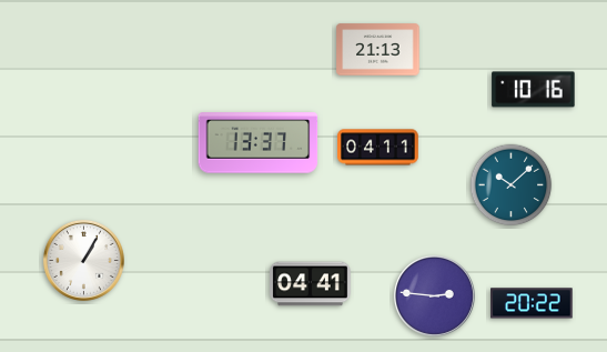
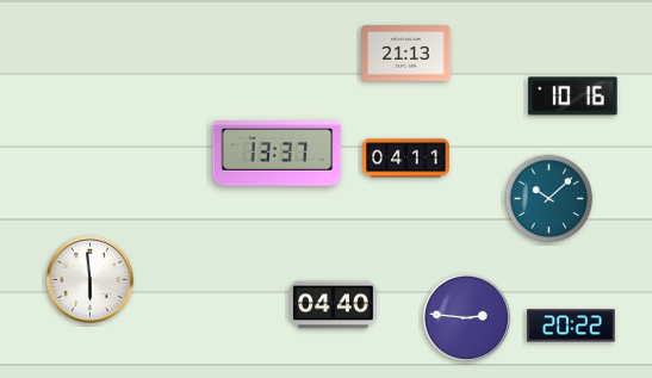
clock at (83, 260): 1:05 -> 5:59
clock at (311, 284): 04:41 -> 04:40
